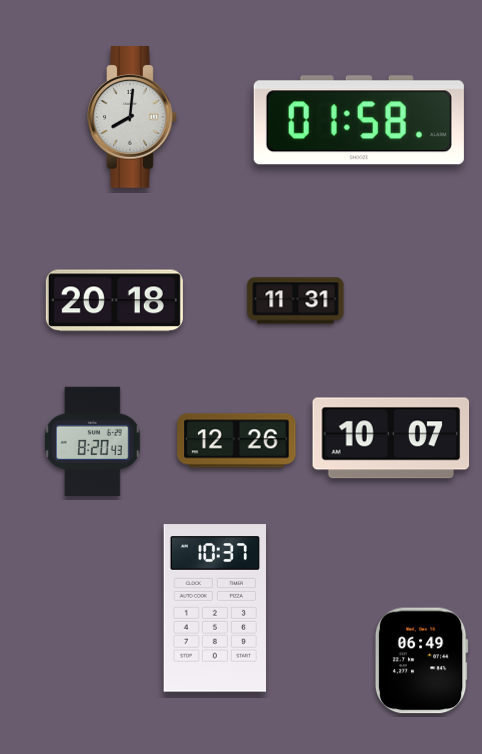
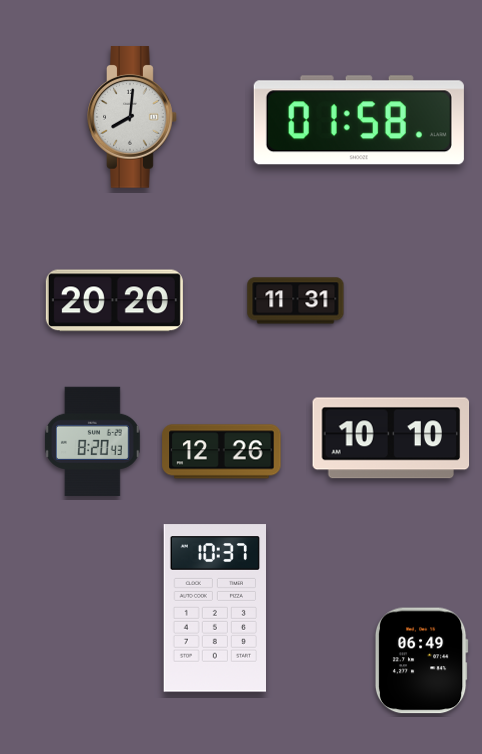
clock at (114, 301): 20:18 -> 20:20
clock at (391, 438): 10:07 -> 10:10
clock at (237, 441) position: (237, 441) -> (222, 452)
